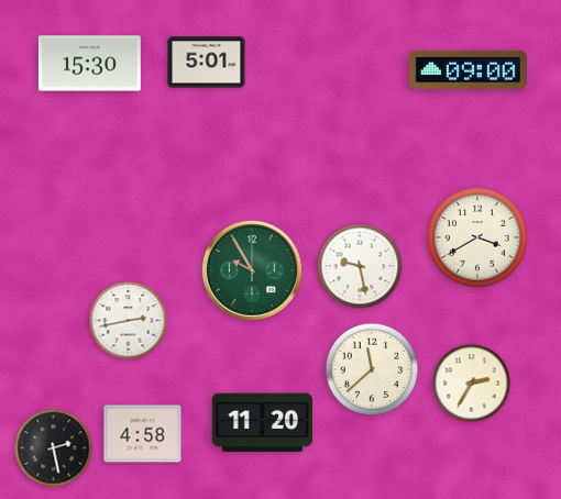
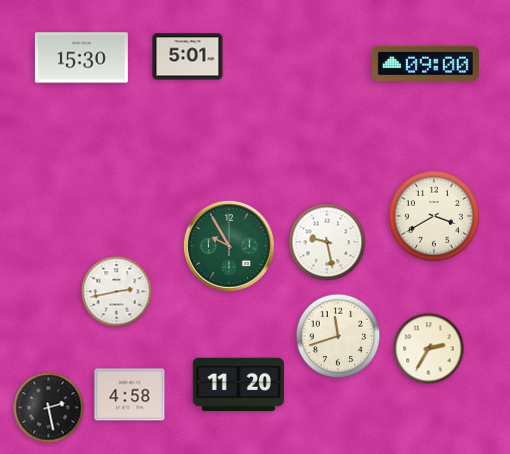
clock at (372, 369): 11:38 -> 11:42
